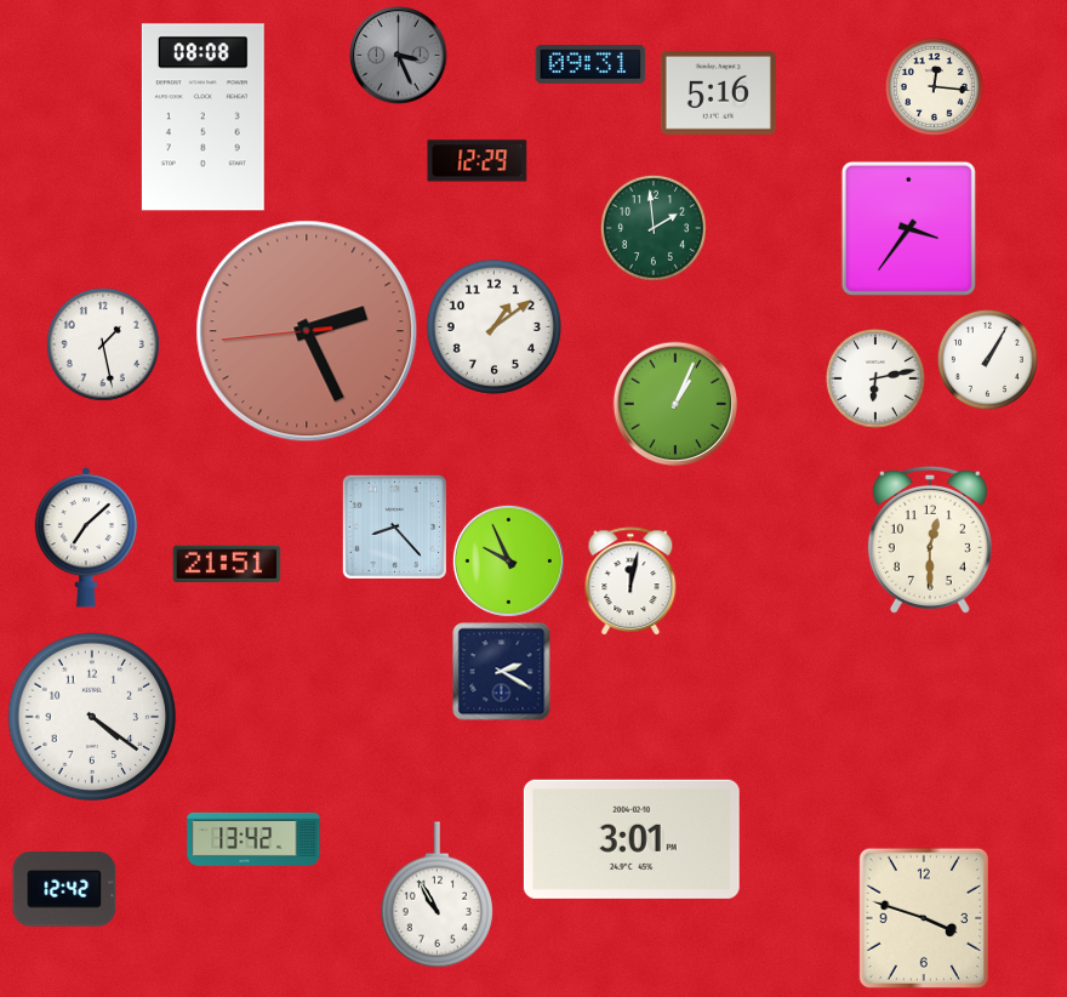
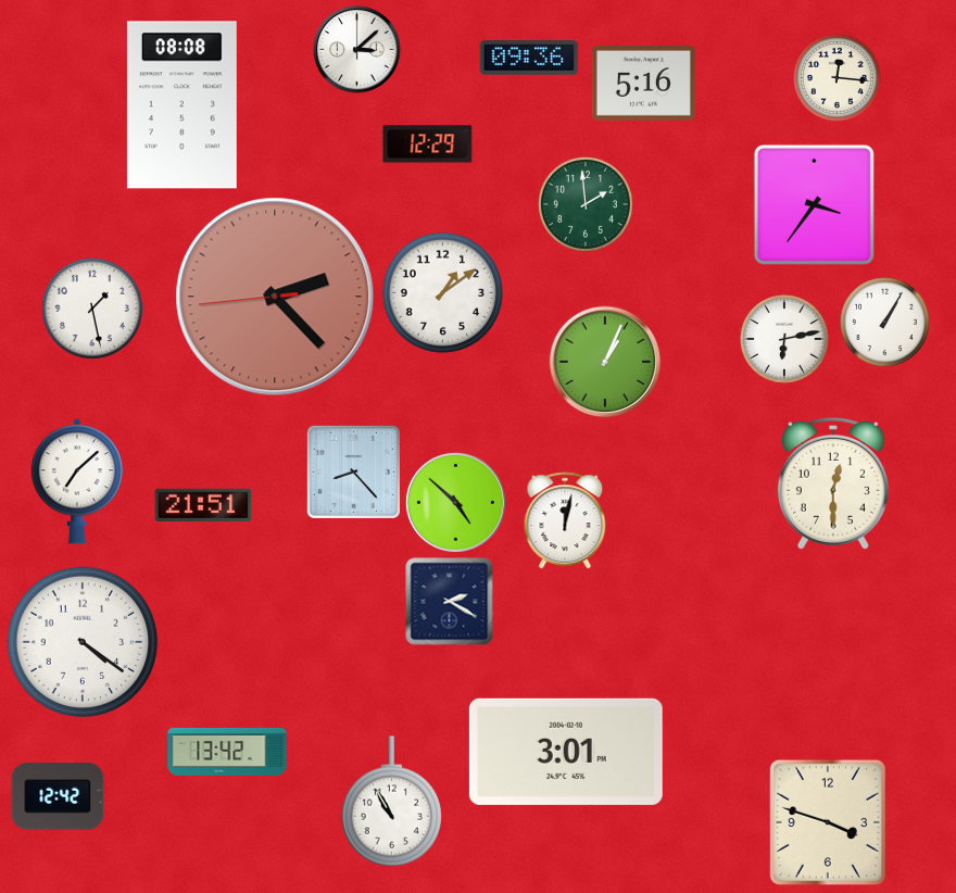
clock at (399, 56): 3:26 -> 3:08
clock at (399, 56) dial: grey -> white
clock at (590, 64): 09:31 -> 09:36
clock at (307, 331): 2:25 -> 2:22
clock at (508, 560): 9:56 -> 4:52
